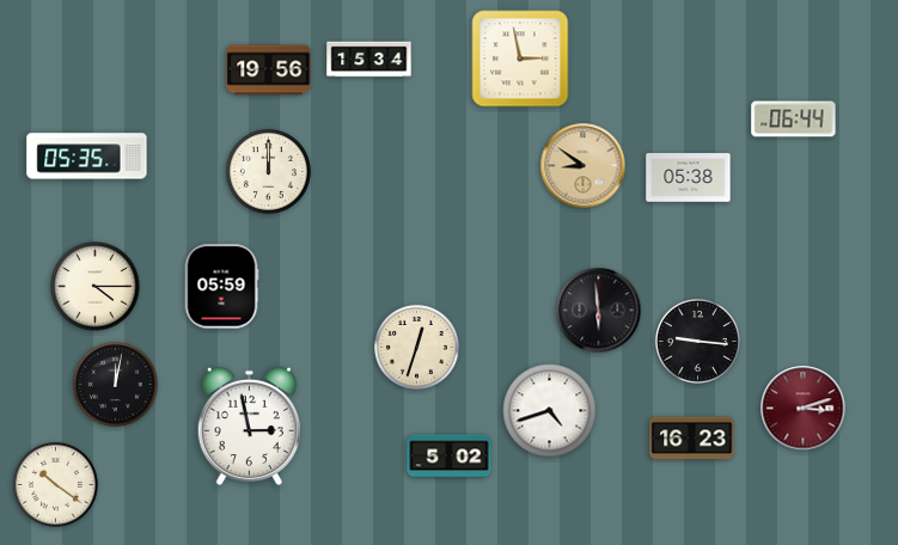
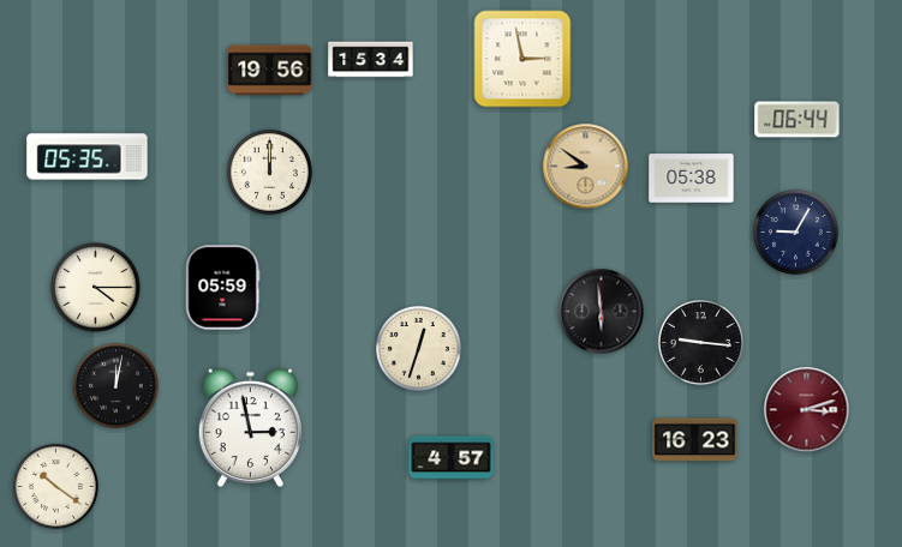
clock at (796, 233): none -> 9:05
clock at (550, 411): 4:42 -> none
clock at (450, 457): 5:02 -> 4:57
